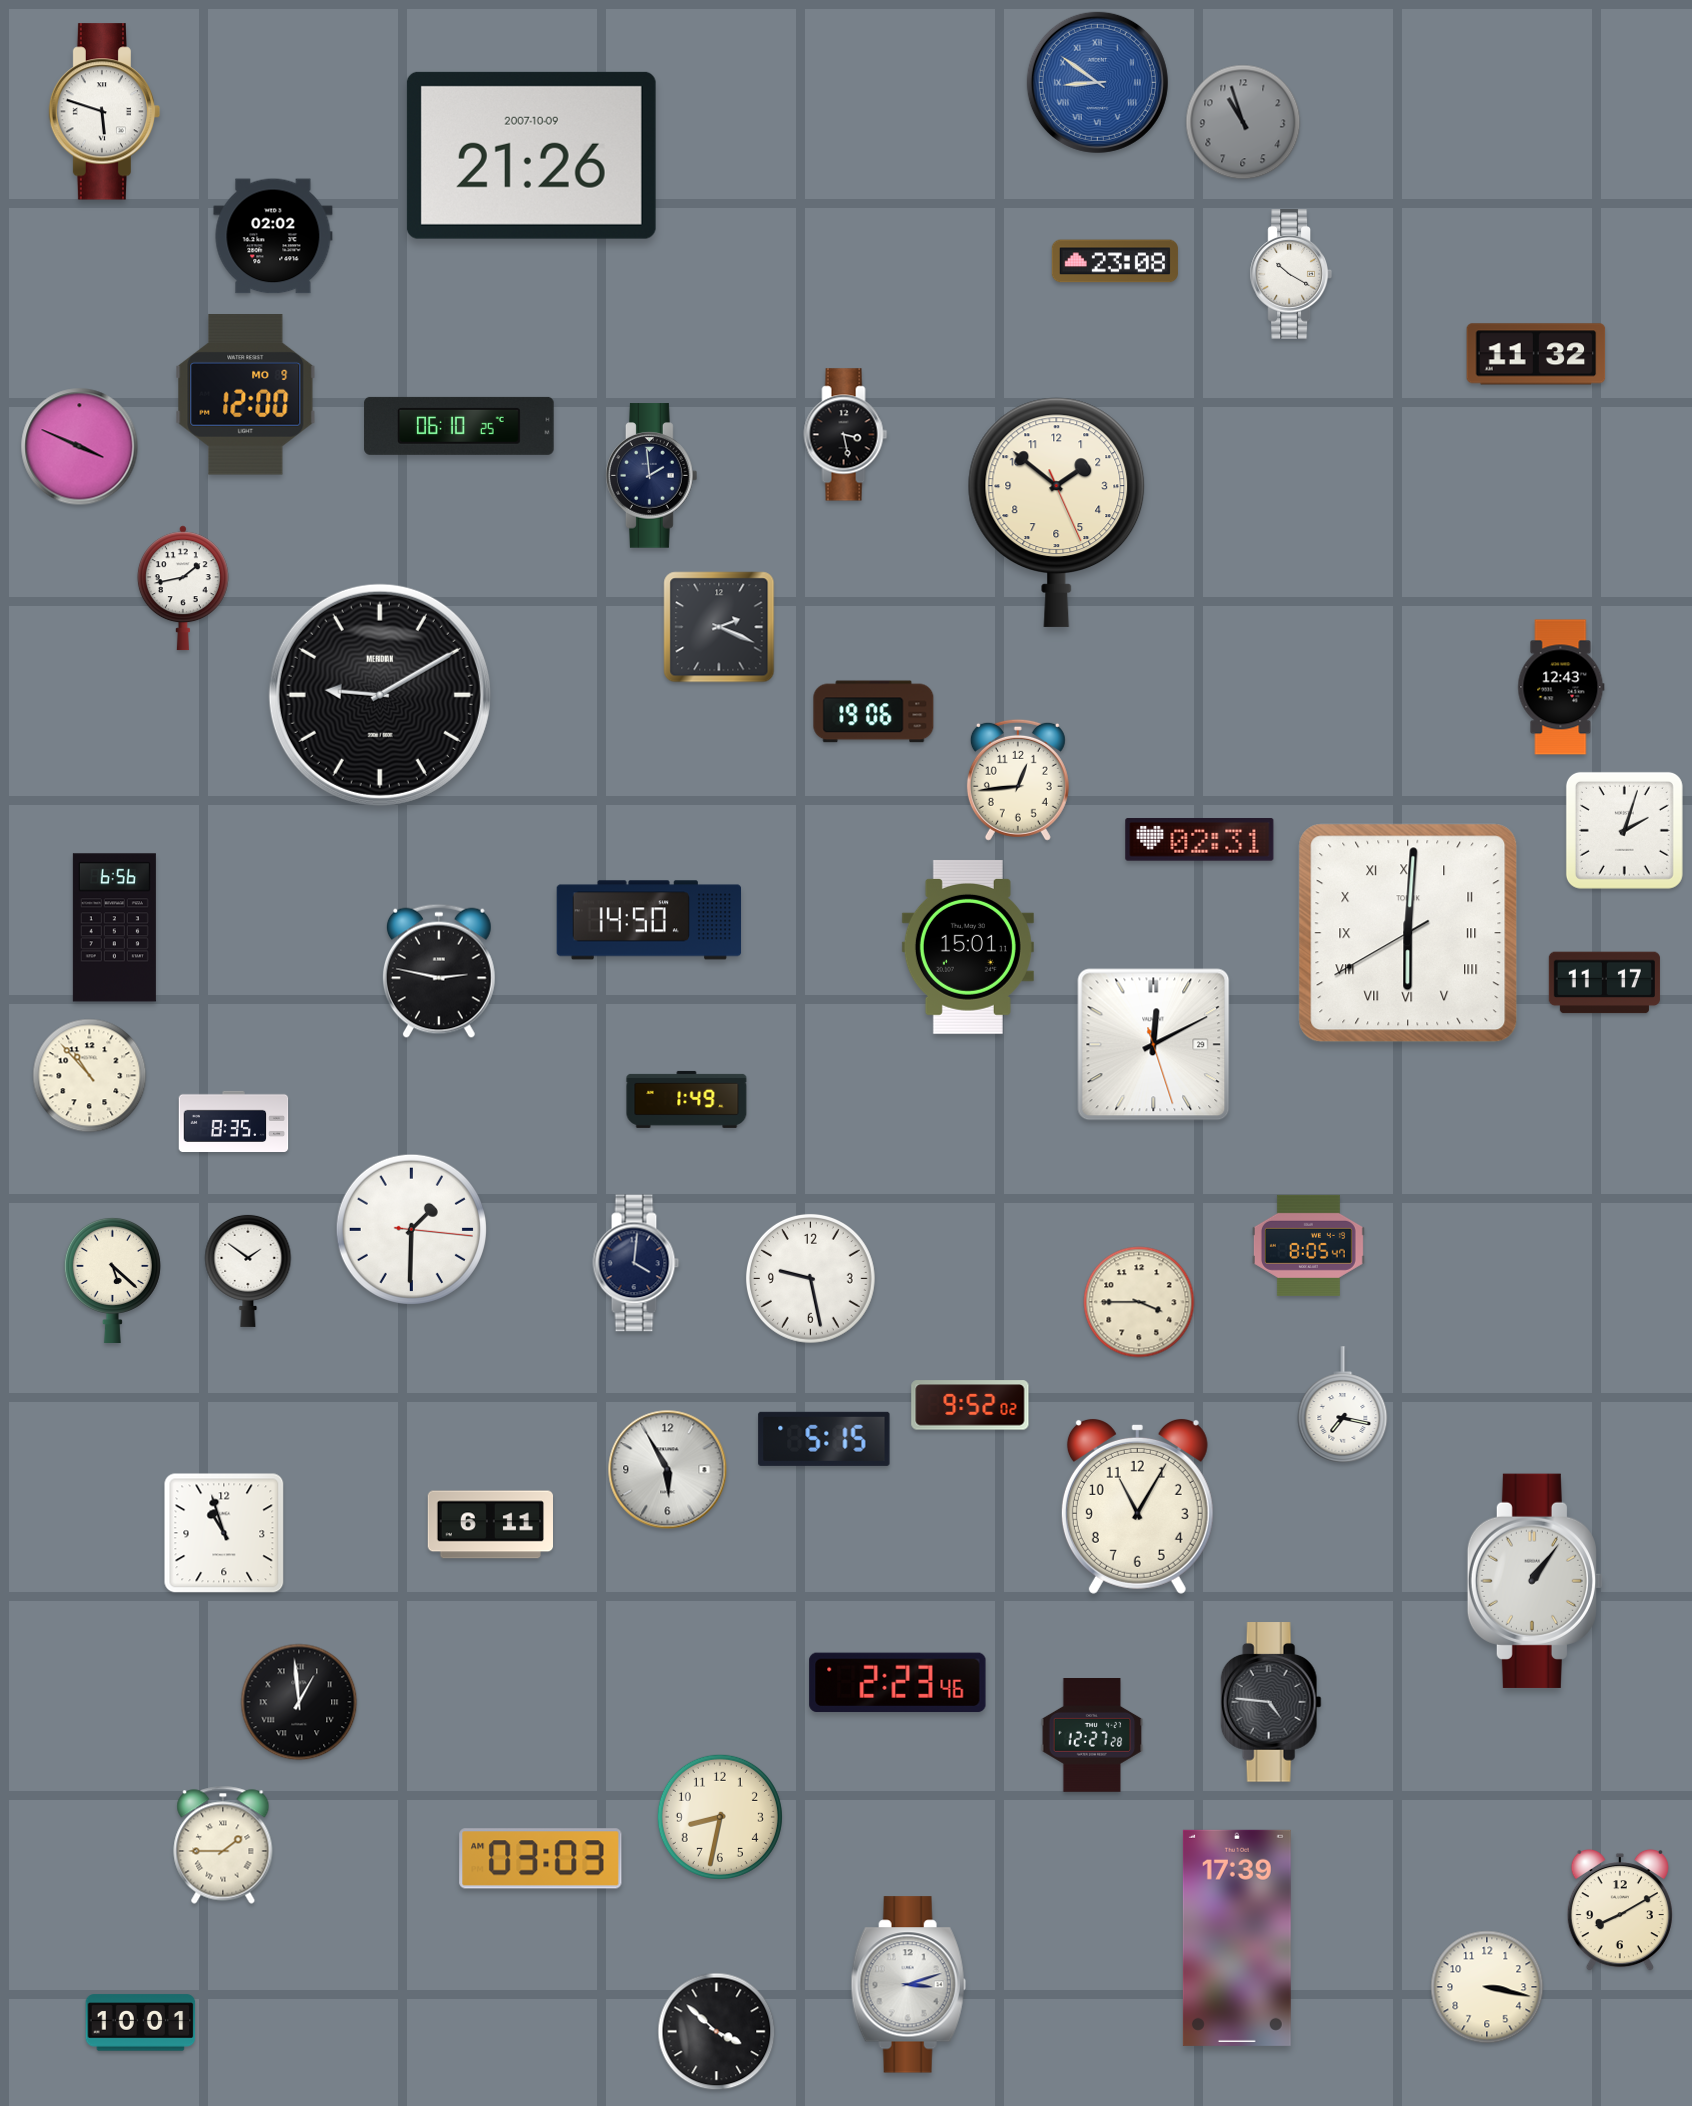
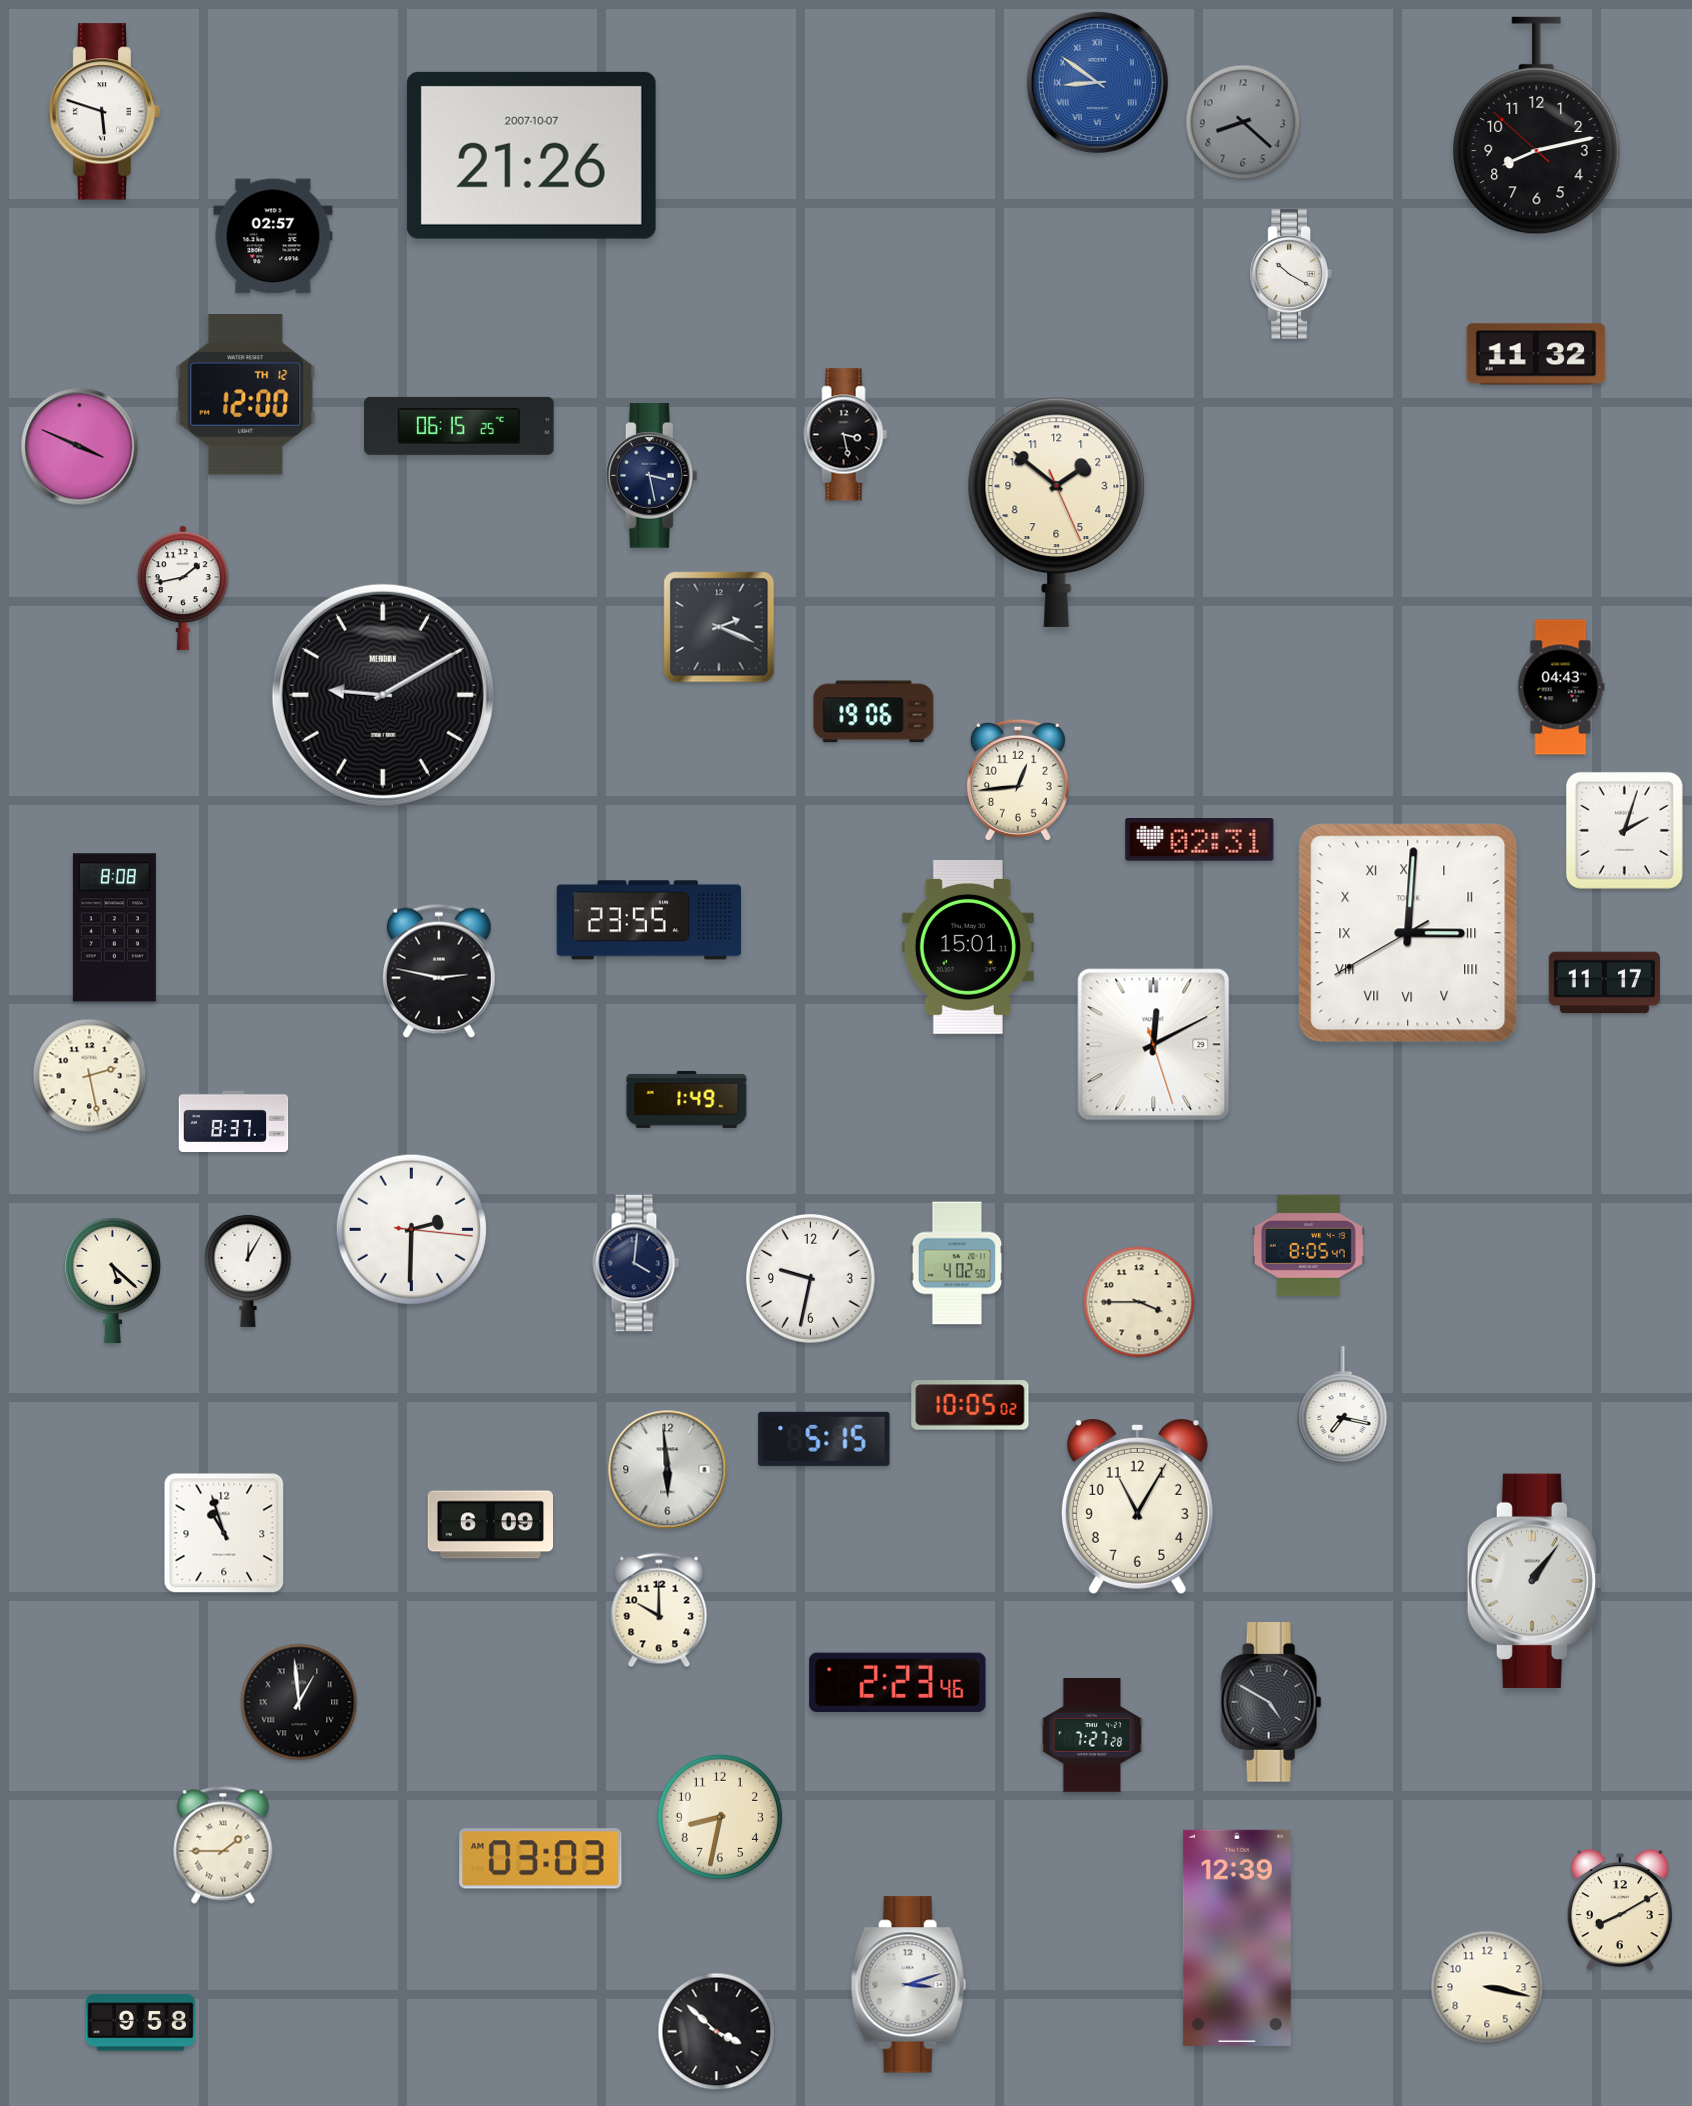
clock at (1243, 122): 10:57 -> 8:22
clock at (1537, 126): none -> 8:12
clock at (531, 155) date: 2007-10-09 -> 2007-10-07
clock at (273, 236): 02:02 -> 02:57
clock at (1115, 261): 23:08 -> none
clock at (246, 395) date: MO 9 -> TH 12
clock at (459, 426): 06:10 -> 06:15
clock at (652, 476): 1:59 -> 3:28
clock at (1561, 687): 12:43 -> 04:43
clock at (380, 695) position: (380, 695) -> (383, 695)
clock at (649, 920): 14:50 -> 23:55
clock at (114, 928): 6:56 -> 8:08
clock at (1408, 933): 6:00 -> 3:00
clock at (90, 1076): 10:53 -> 2:28
clock at (234, 1121): 8:35 -> 8:37
clock at (411, 1229): 1:30 -> 2:30
clock at (957, 1263): none -> 4:02
clock at (248, 1270): 1:51 -> 12:05
clock at (810, 1278): 9:28 -> 9:32
clock at (970, 1405): 9:52 -> 10:05
clock at (668, 1470): 5:55 -> 5:59
clock at (490, 1525): 6:11 -> 6:09
clock at (659, 1610): none -> 10:00
clock at (1271, 1702): 4:46 -> 4:50
clock at (1092, 1736): 12:27 -> 7:27
clock at (1237, 1938): 17:39 -> 12:39
clock at (141, 2023): 10:01 -> 9:58
